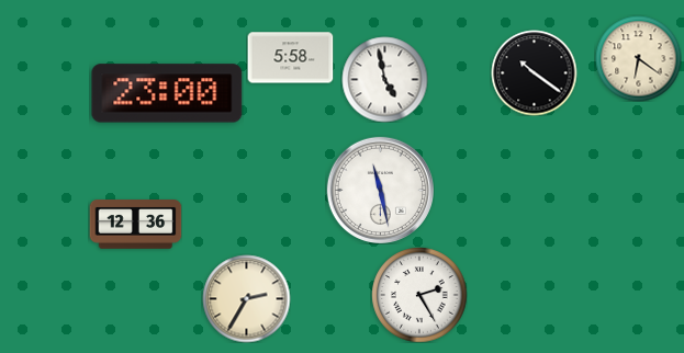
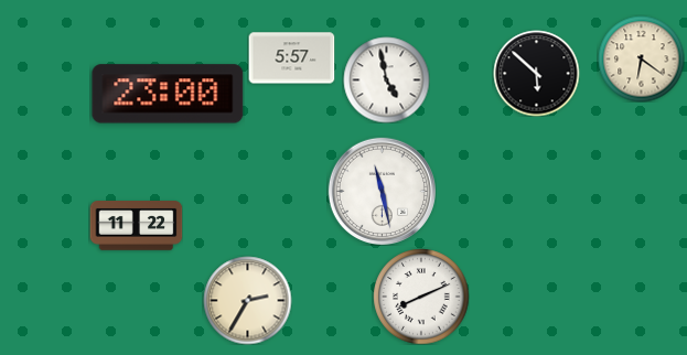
clock at (290, 58): 5:58 -> 5:57
clock at (534, 72): 10:21 -> 5:52
clock at (135, 225): 12:36 -> 11:22
clock at (419, 295): 2:25 -> 8:11
